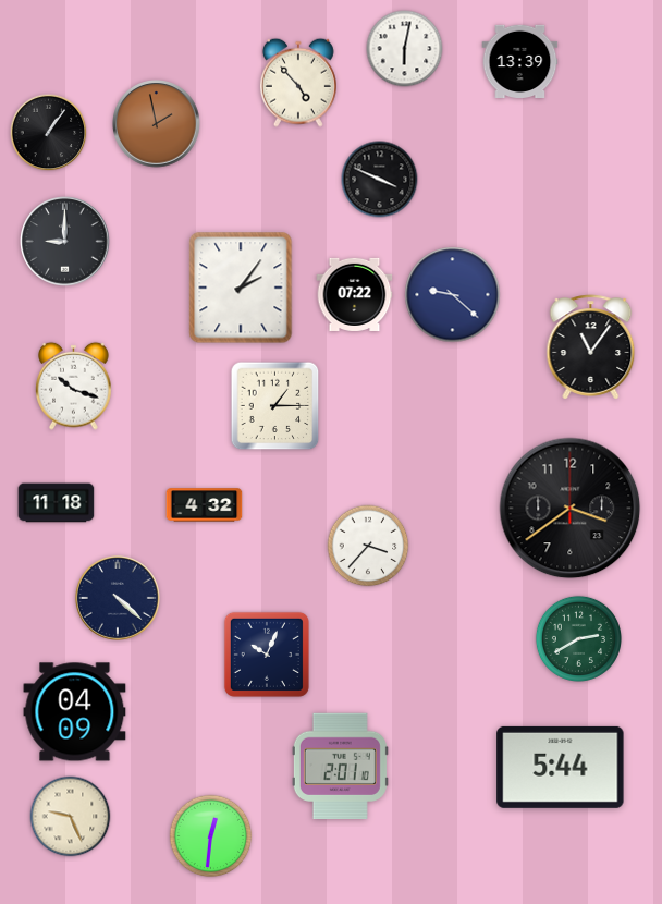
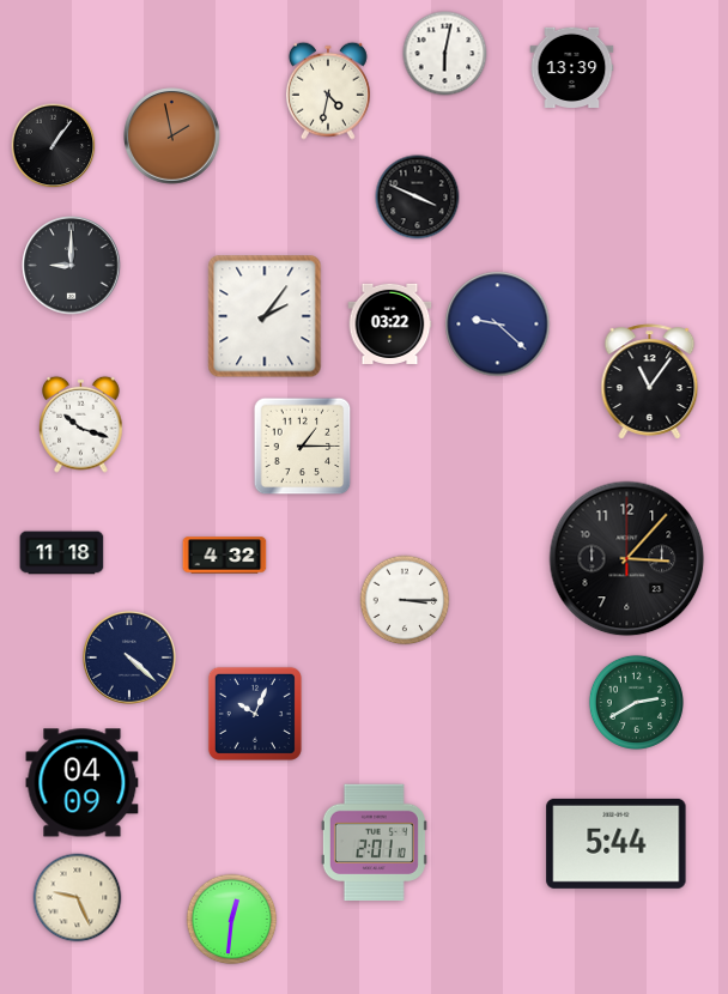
clock at (298, 83): 4:53 -> 4:32
clock at (355, 294): 07:22 -> 03:22
clock at (571, 509): 3:39 -> 3:07
clock at (368, 546): 3:37 -> 3:15
clock at (267, 655) position: (267, 655) -> (255, 714)
